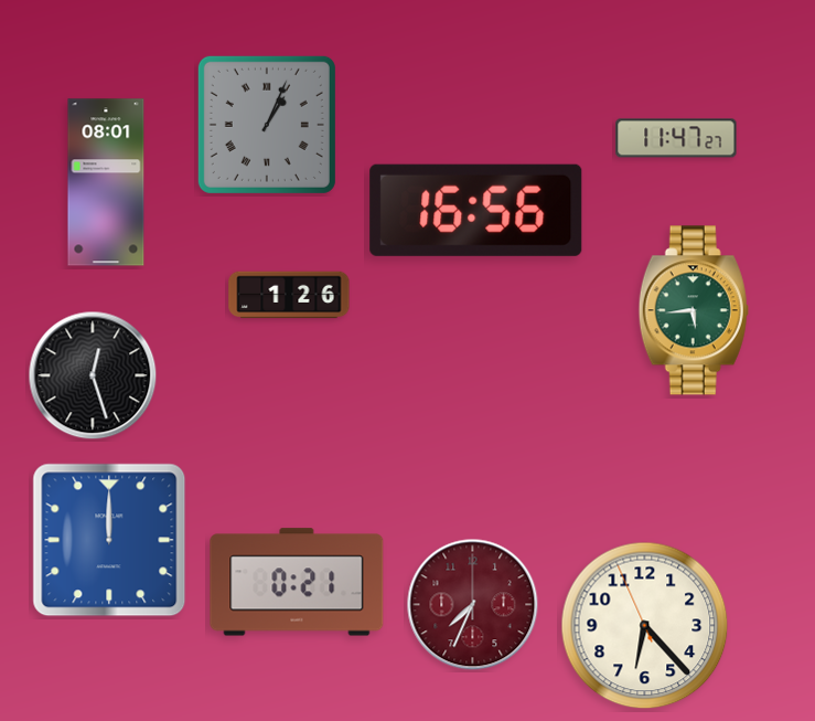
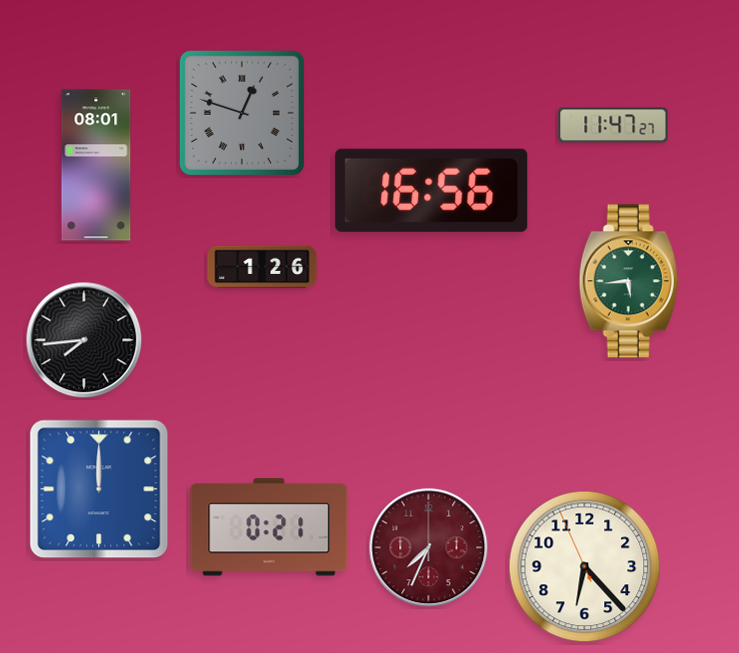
clock at (267, 125): 1:04 -> 12:48
clock at (93, 375): 12:27 -> 7:44
